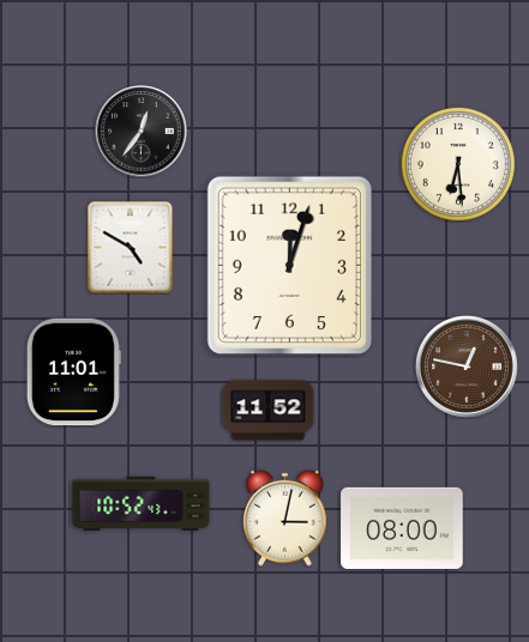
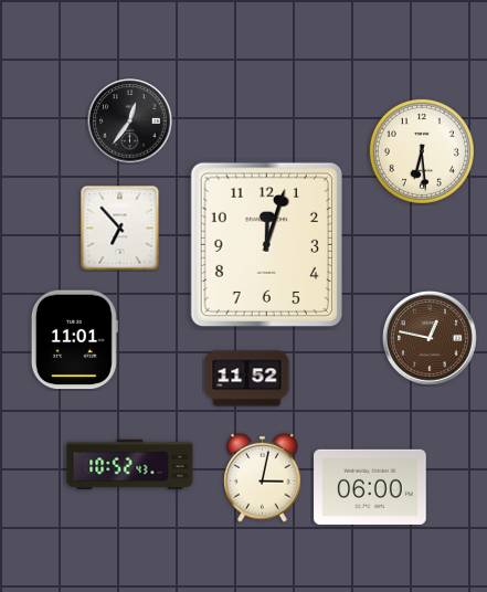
clock at (131, 248): 4:50 -> 6:53
clock at (73, 373) position: (73, 373) -> (74, 340)
clock at (402, 527): 08:00 -> 06:00
